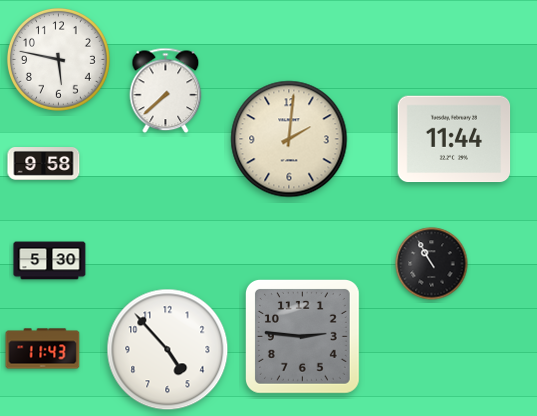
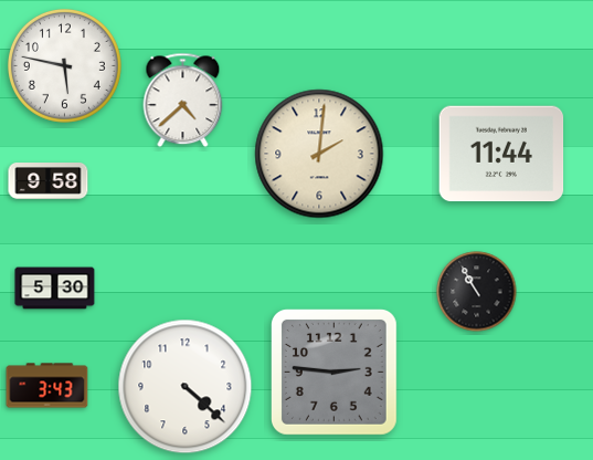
clock at (166, 91): 7:38 -> 4:38
clock at (43, 349): 11:43 -> 3:43
clock at (168, 350): 4:53 -> 4:22
